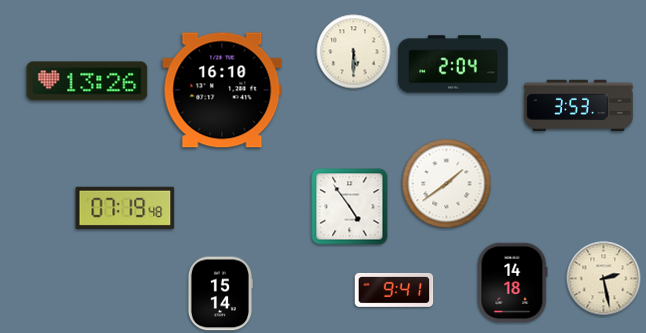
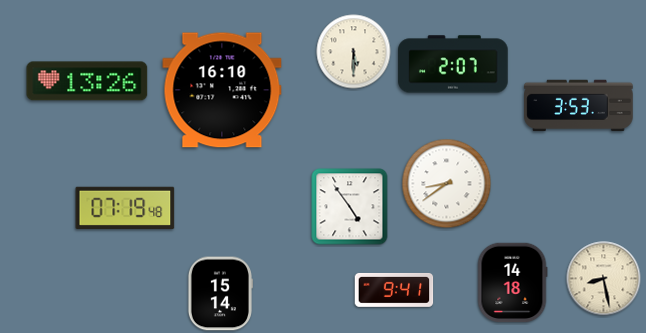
clock at (453, 64): 2:04 -> 2:07
clock at (447, 184): 1:39 -> 8:39
clock at (604, 279): 2:28 -> 8:28
